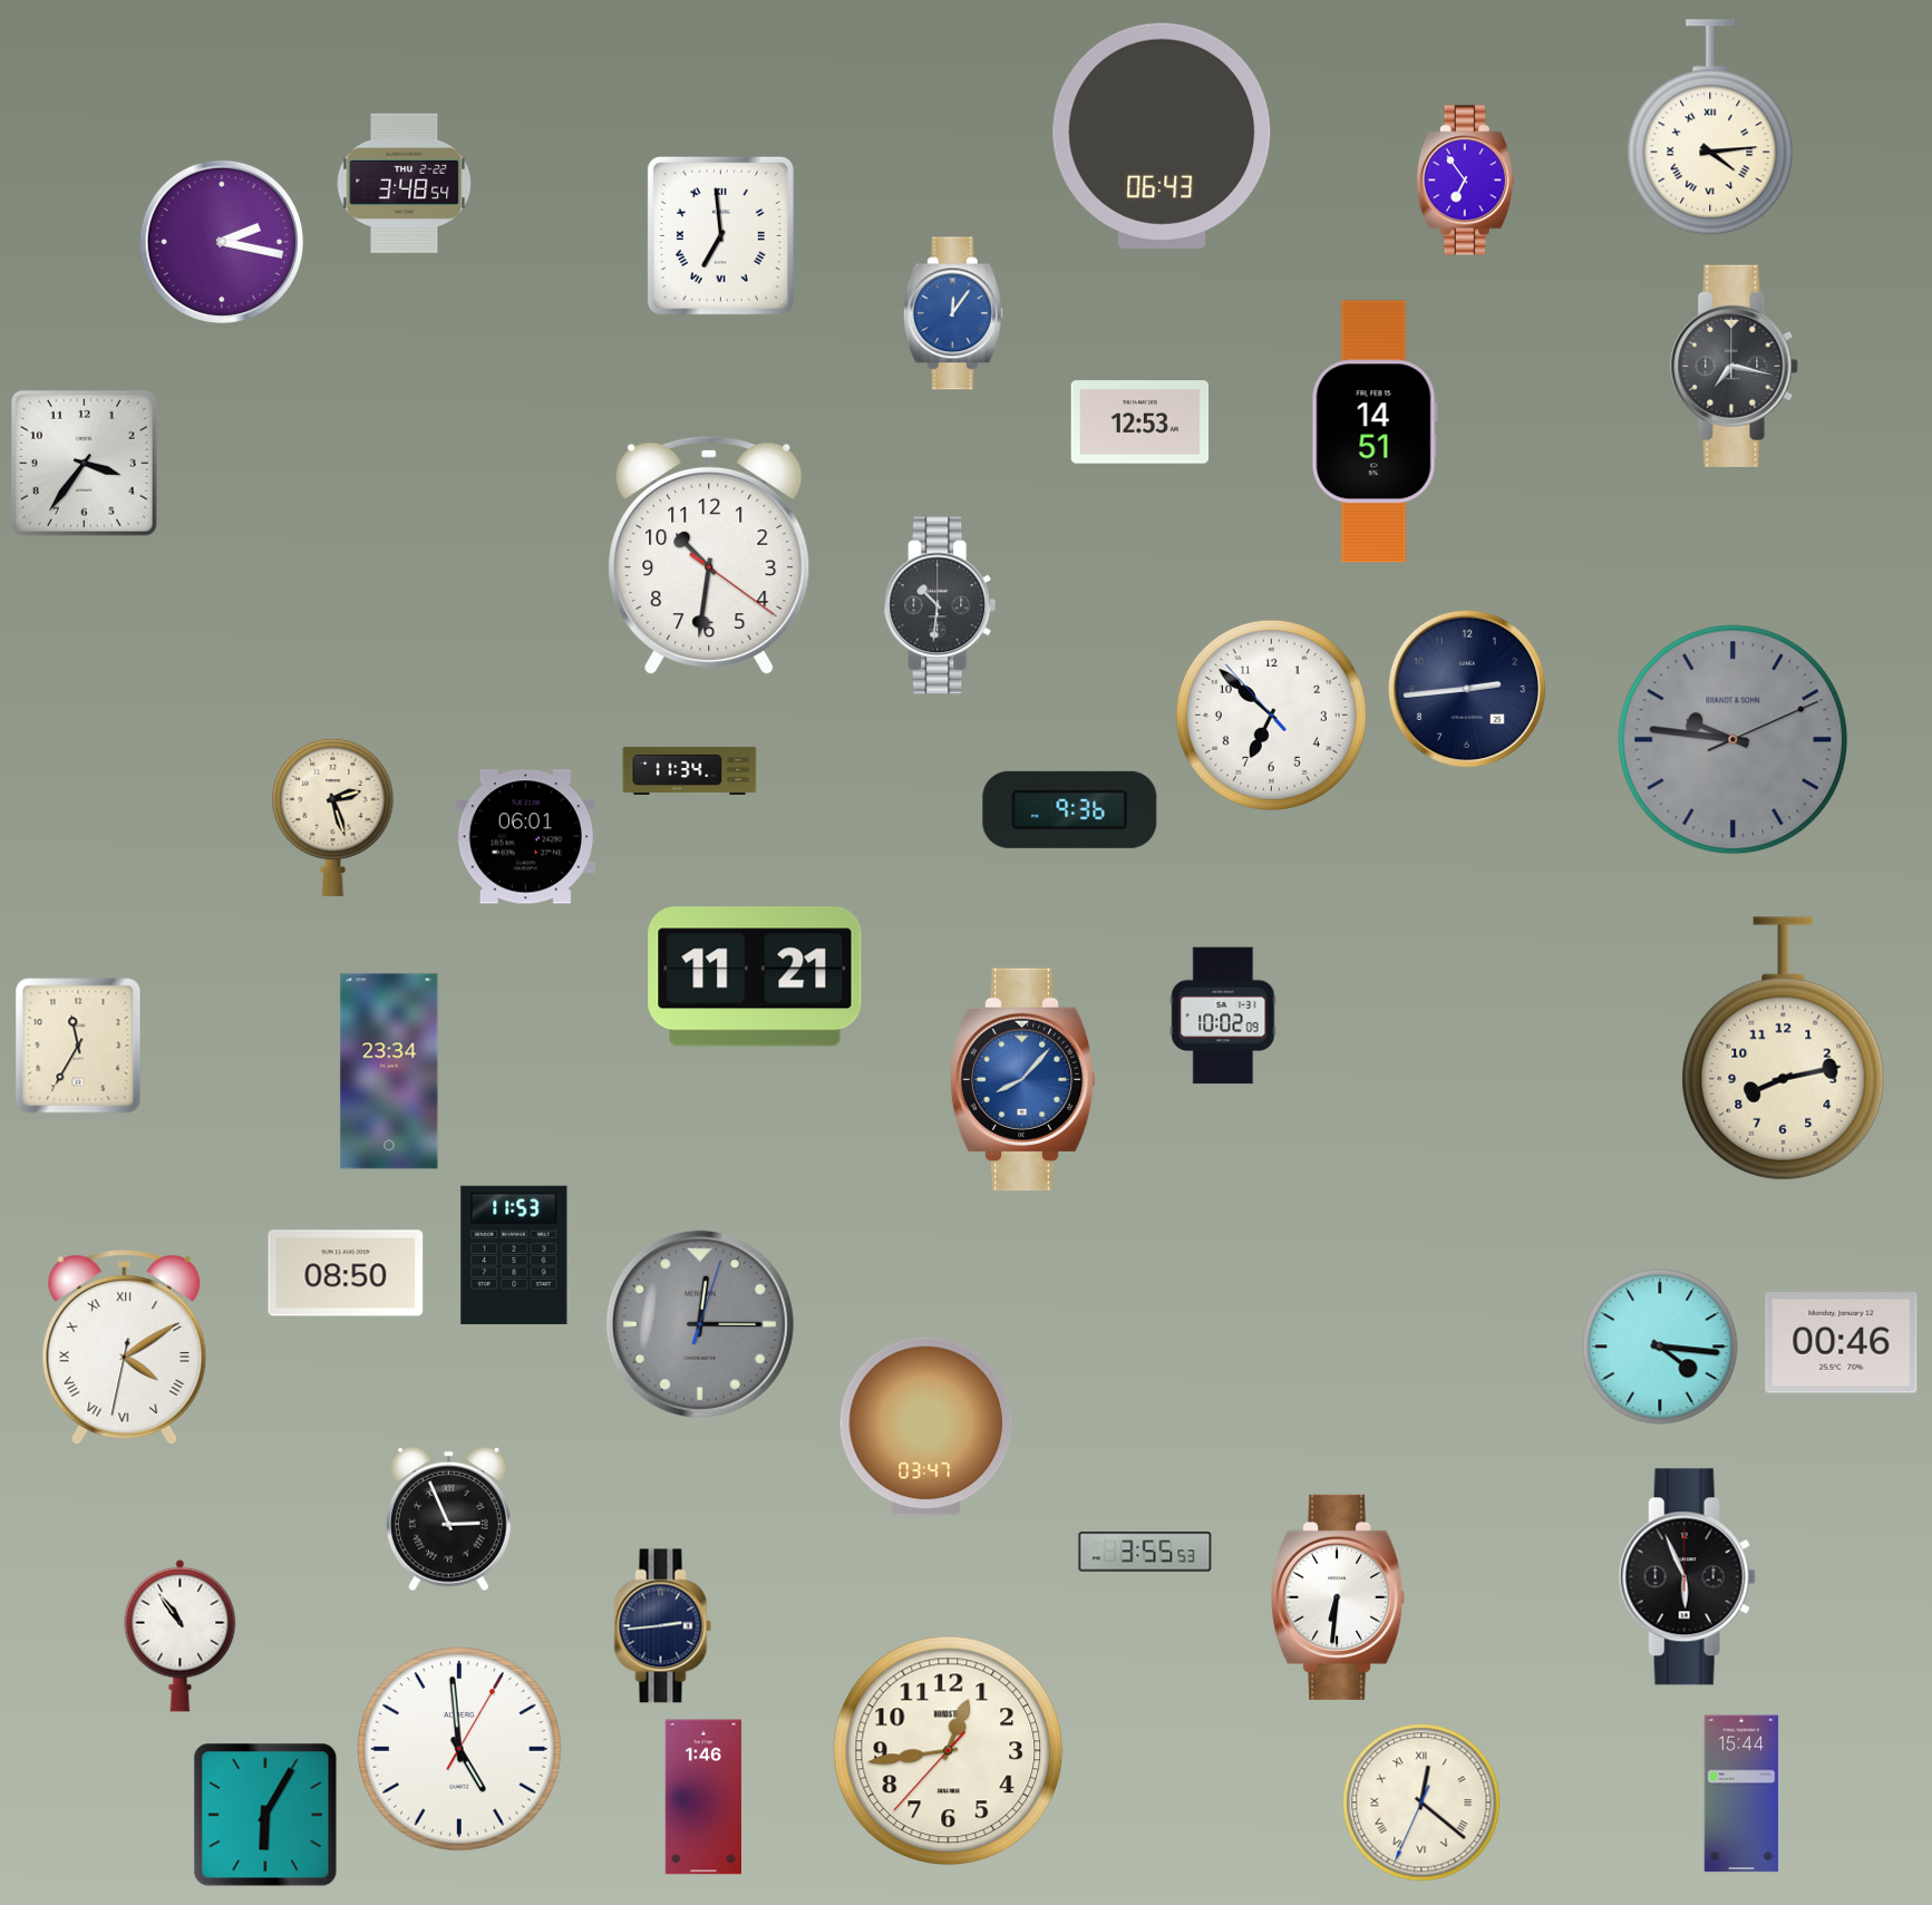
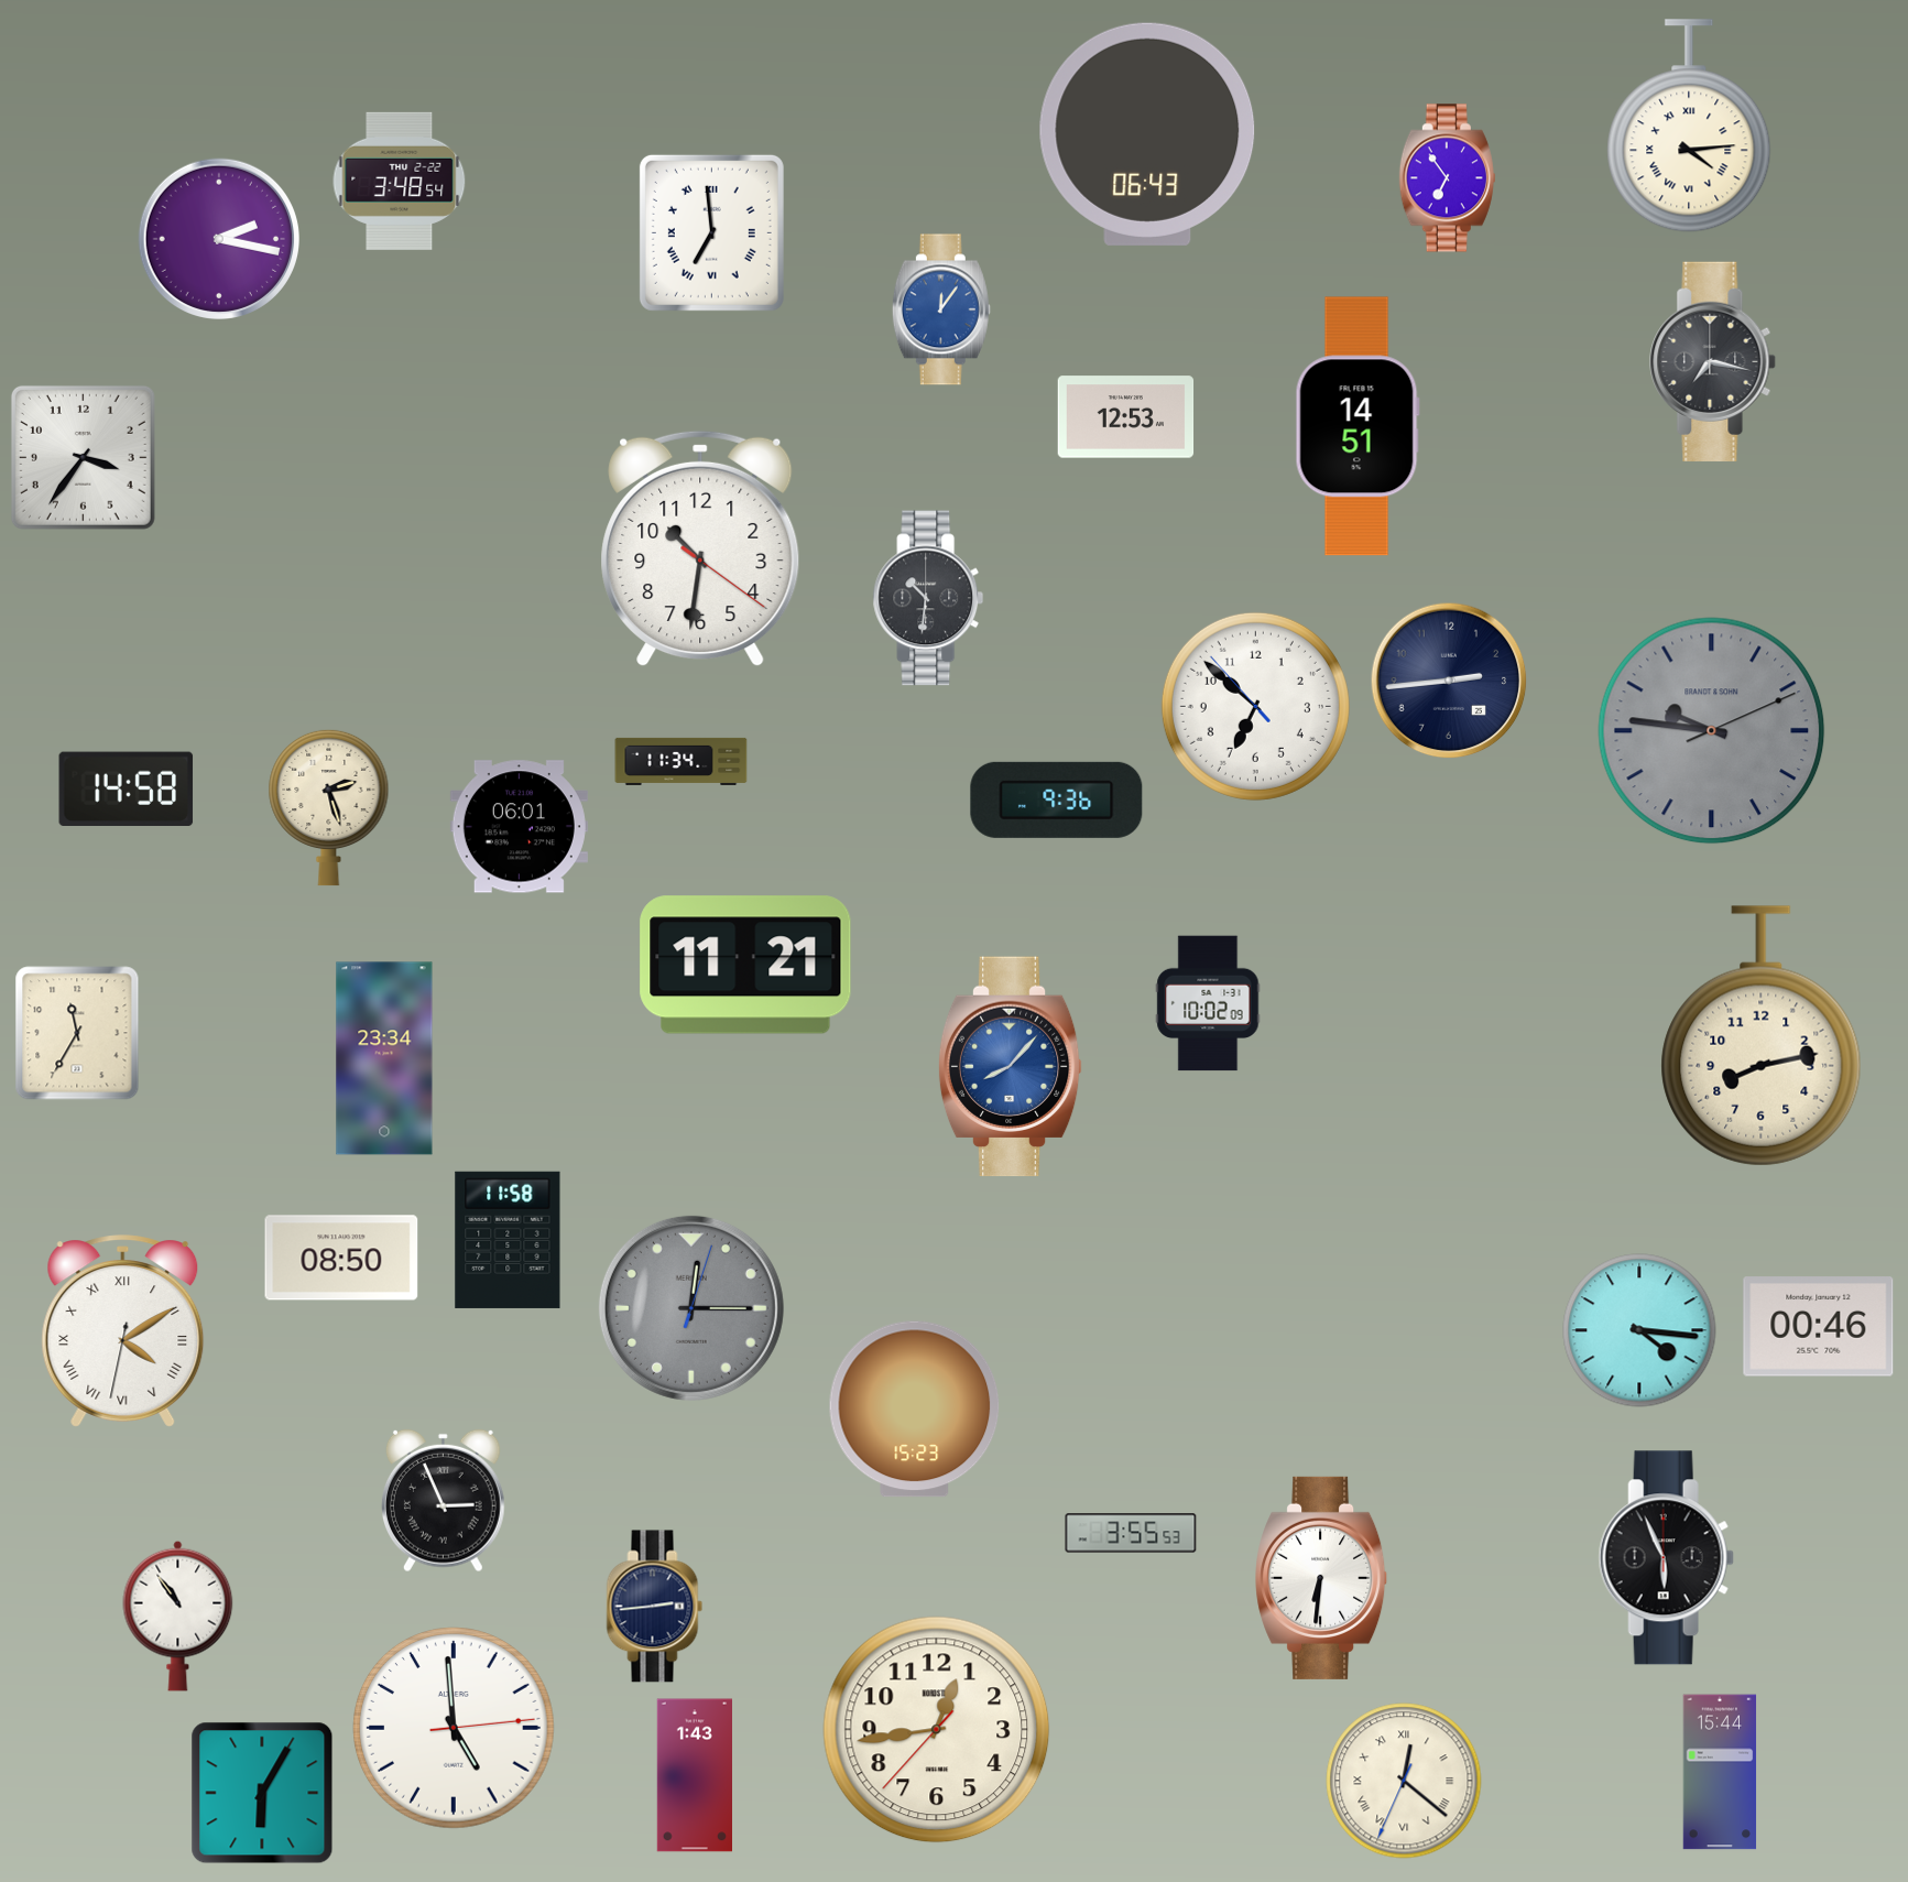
clock at (127, 788): none -> 14:58
clock at (514, 1255): 11:53 -> 11:58
clock at (926, 1427): 03:47 -> 15:23
clock at (460, 1750): 4:59:05 -> 4:59:14
clock at (702, 1797): 1:46 -> 1:43
